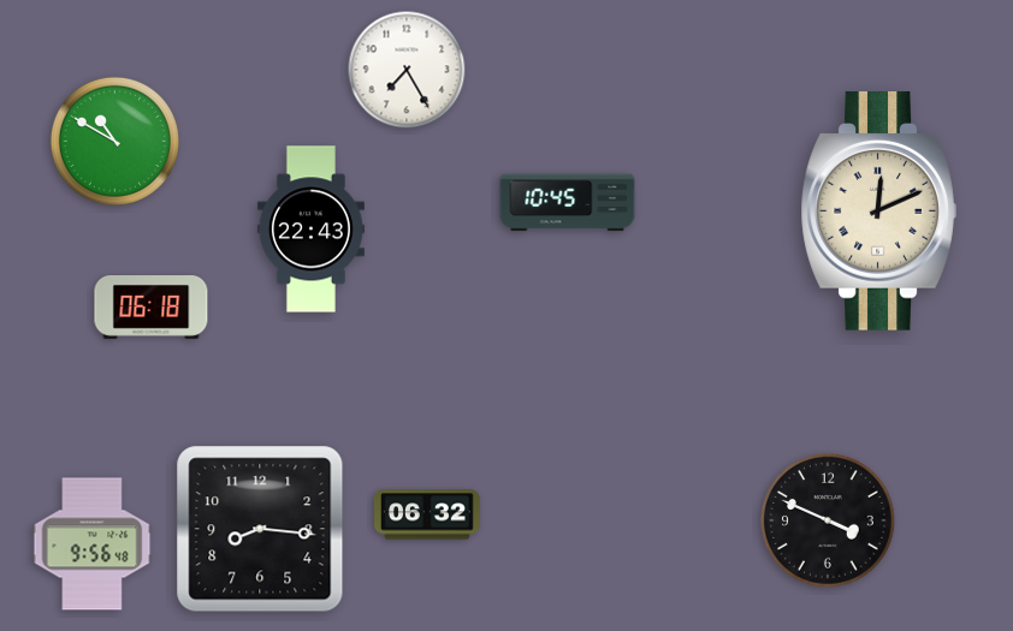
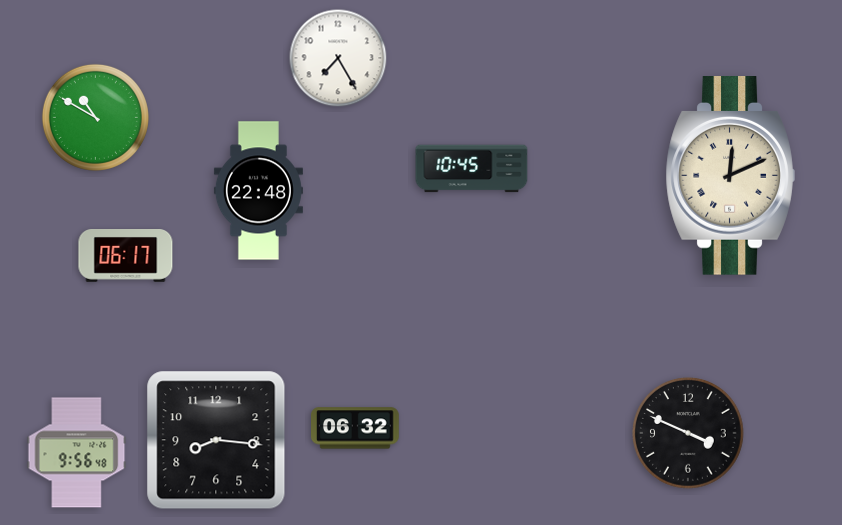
clock at (310, 230): 22:43 -> 22:48
clock at (152, 308): 06:18 -> 06:17
